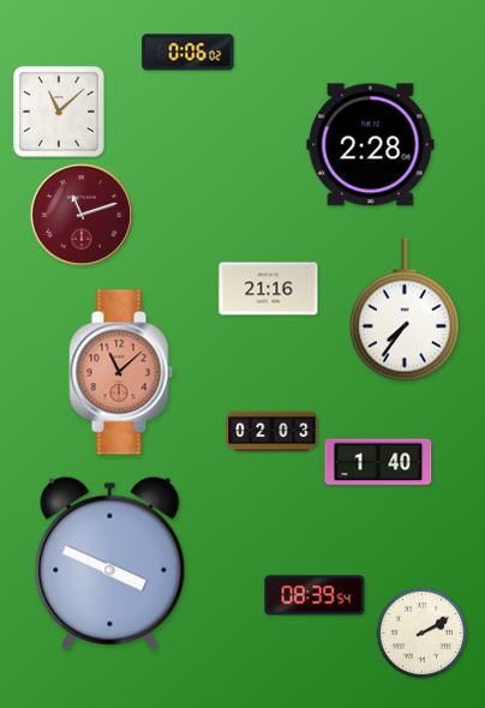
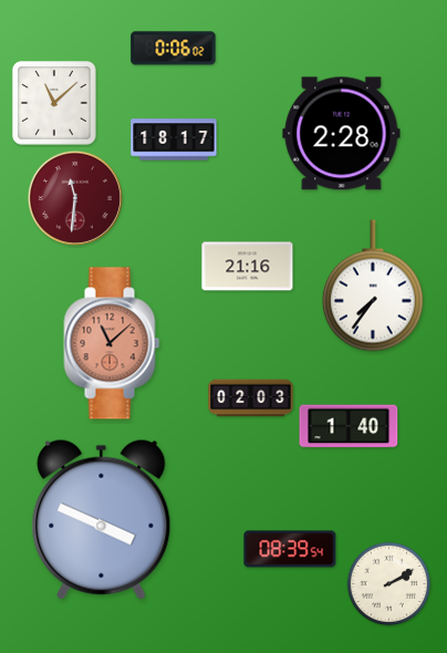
clock at (174, 139): none -> 18:17
clock at (82, 215): 11:12 -> 11:31
